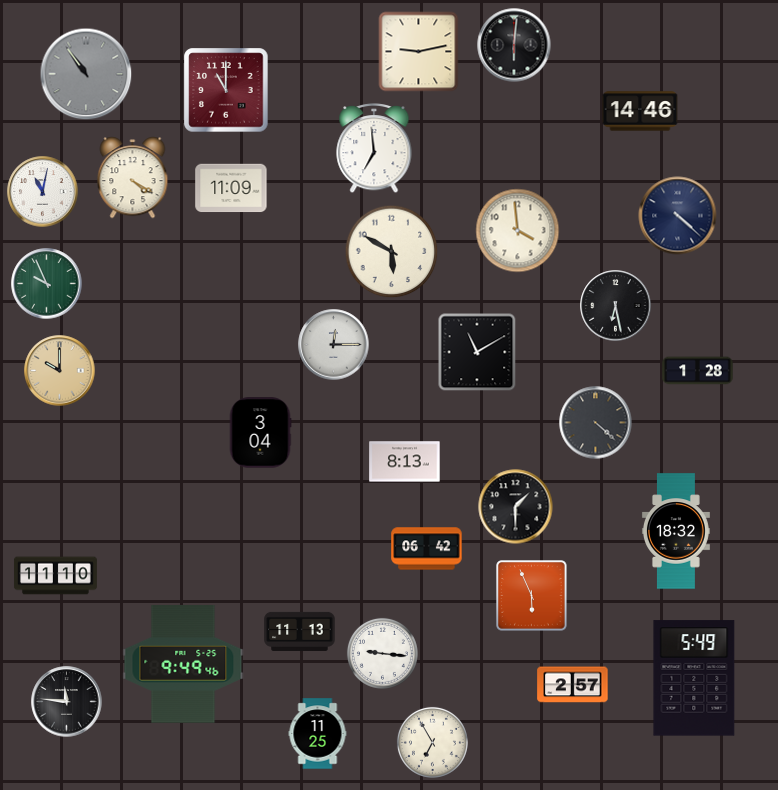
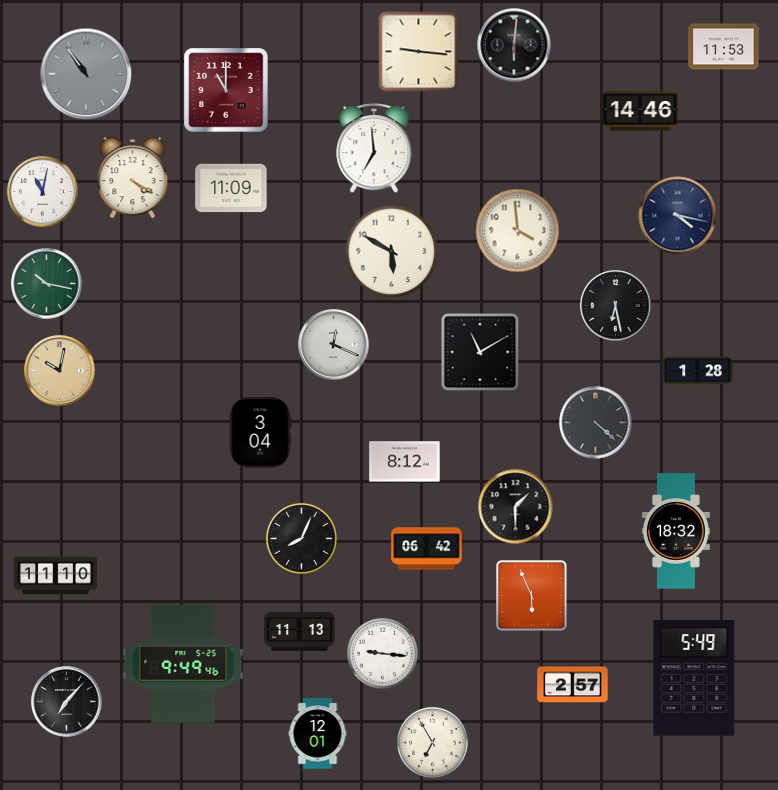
clock at (724, 47): none -> 11:53
clock at (419, 52): 9:13 -> 9:16
clock at (678, 216): 4:22 -> 4:17
clock at (47, 284): 9:56 -> 10:17
clock at (334, 345): 12:15 -> 12:19
clock at (477, 352) position: (477, 352) -> (480, 352)
clock at (60, 371): 10:00 -> 10:02
clock at (405, 462): 8:13 -> 8:12
clock at (301, 538): none -> 8:04
clock at (67, 702): 11:46 -> 7:07
clock at (318, 734): 11:25 -> 12:01
